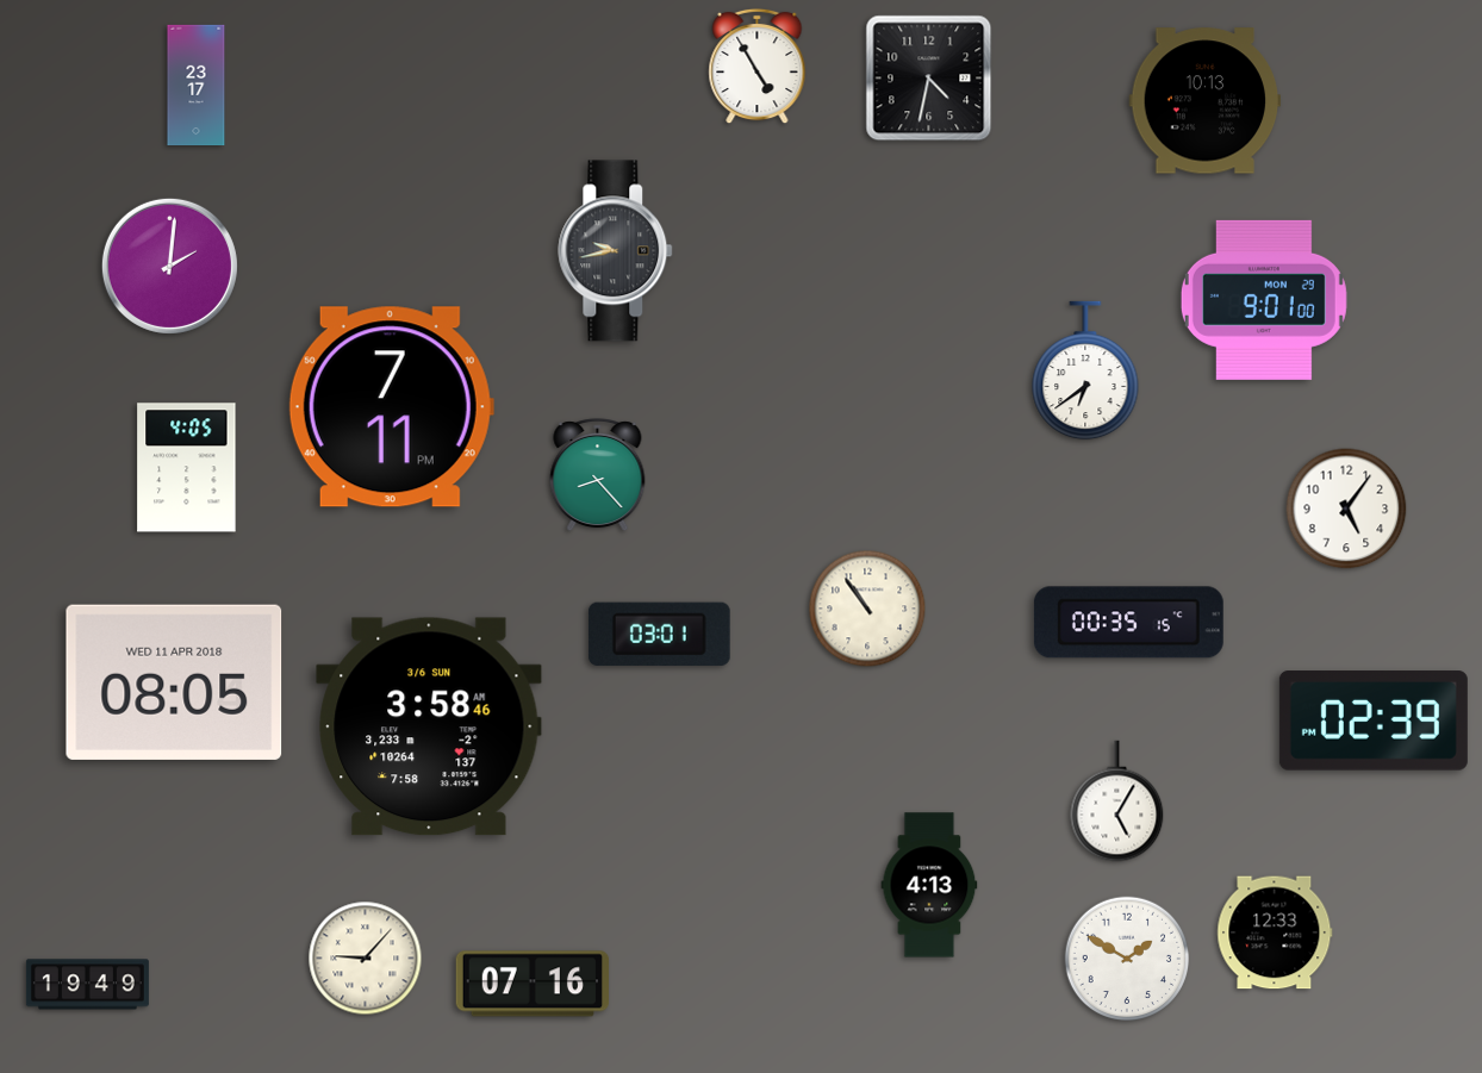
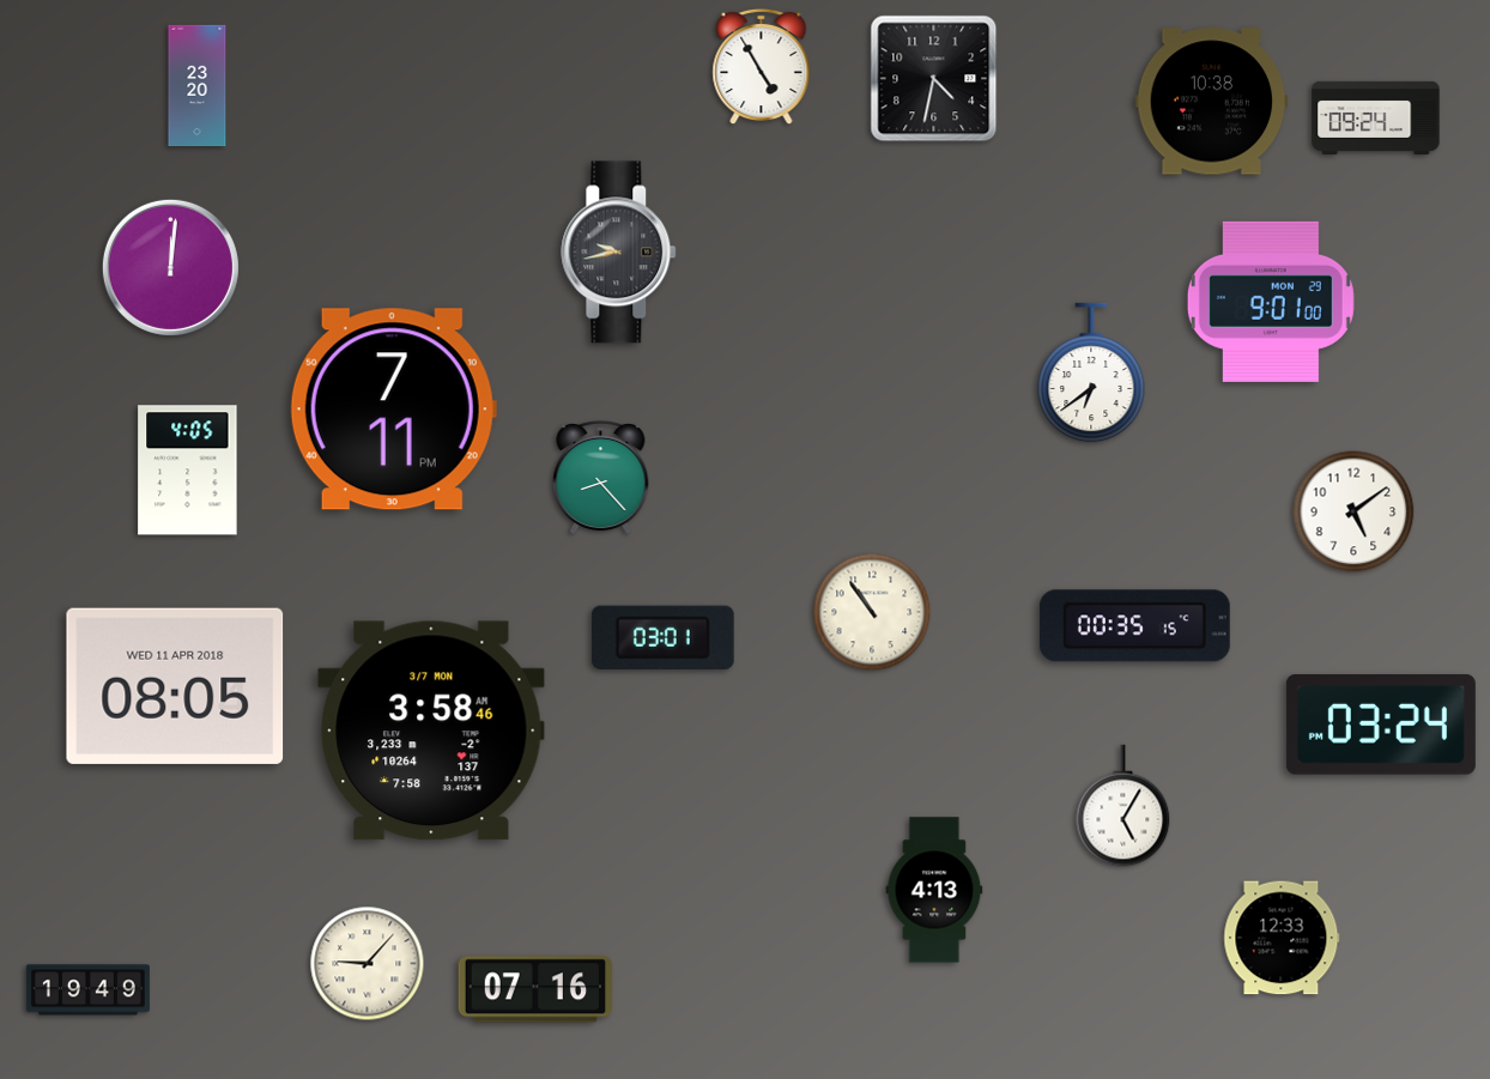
clock at (197, 86): 23:17 -> 23:20
clock at (1206, 101): 10:13 -> 10:38
clock at (1376, 117): none -> 09:24
clock at (169, 266): 2:01 -> 12:01
clock at (1346, 509): 5:06 -> 5:09
clock at (1374, 720): 02:39 -> 03:24
clock at (429, 726) date: 3/6 SUN -> 3/7 MON
clock at (1127, 959): 1:50 -> none
